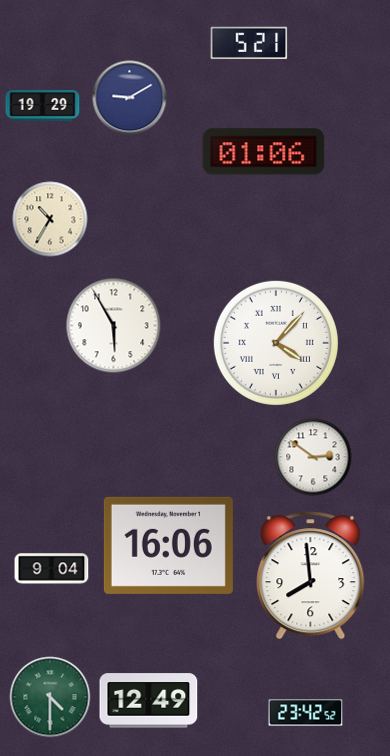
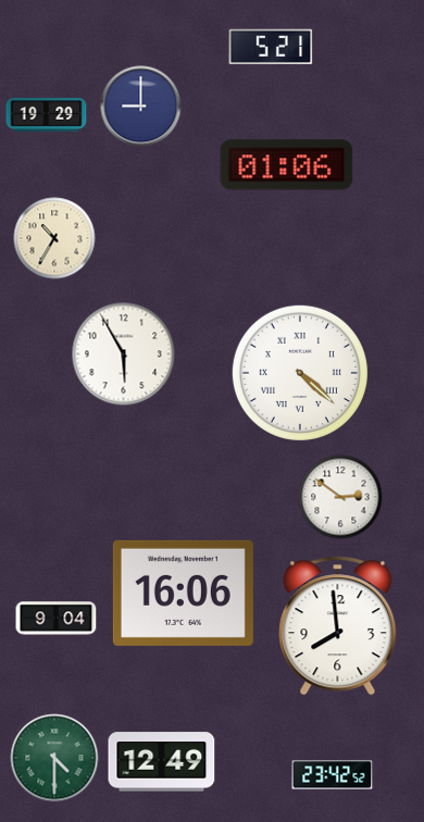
clock at (130, 98): 9:10 -> 9:00
clock at (276, 343): 4:07 -> 4:22
